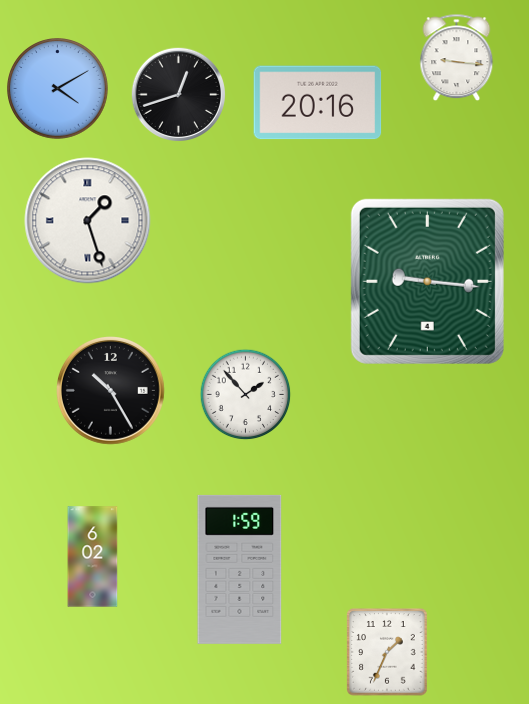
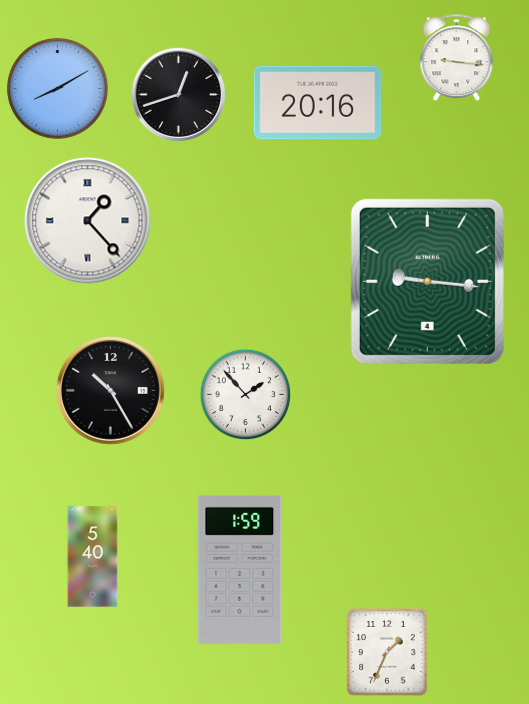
clock at (58, 89): 4:10 -> 8:10
clock at (88, 221): 1:27 -> 1:23
clock at (93, 557): 6:02 -> 5:40
